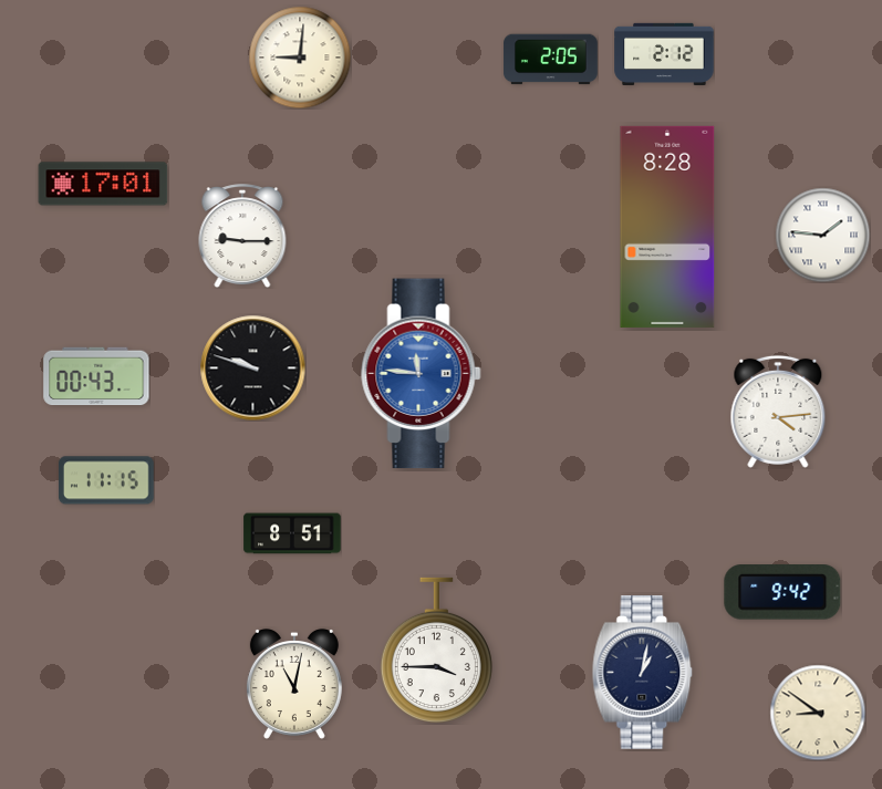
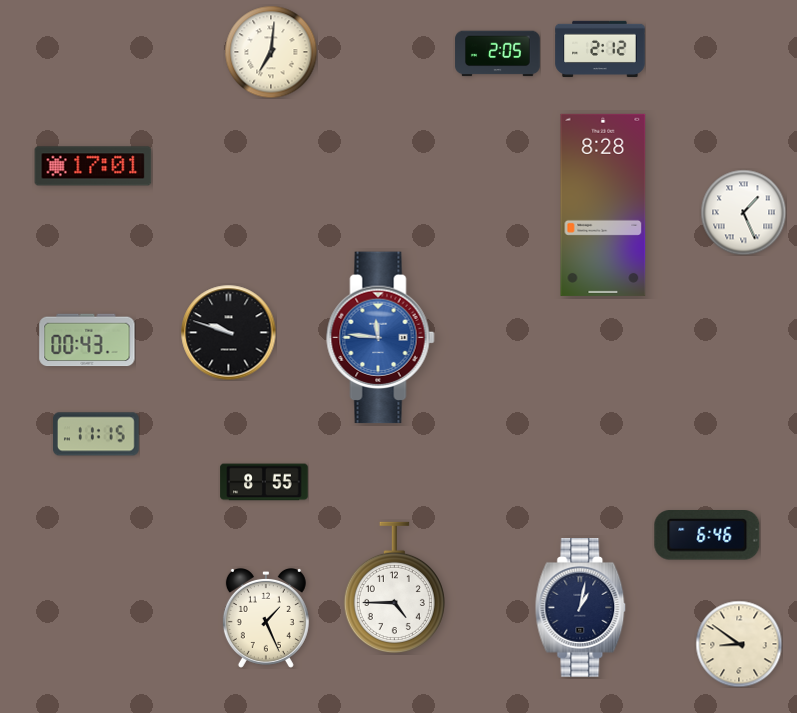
clock at (300, 58): 9:01 -> 7:01
clock at (822, 235): 1:46 -> 1:26
clock at (242, 236): 9:15 -> none
clock at (778, 412): 4:14 -> none
clock at (292, 533): 8:51 -> 8:55
clock at (782, 593): 9:42 -> 6:46
clock at (436, 651): 3:45 -> 4:45
clock at (294, 684): 11:02 -> 1:26
